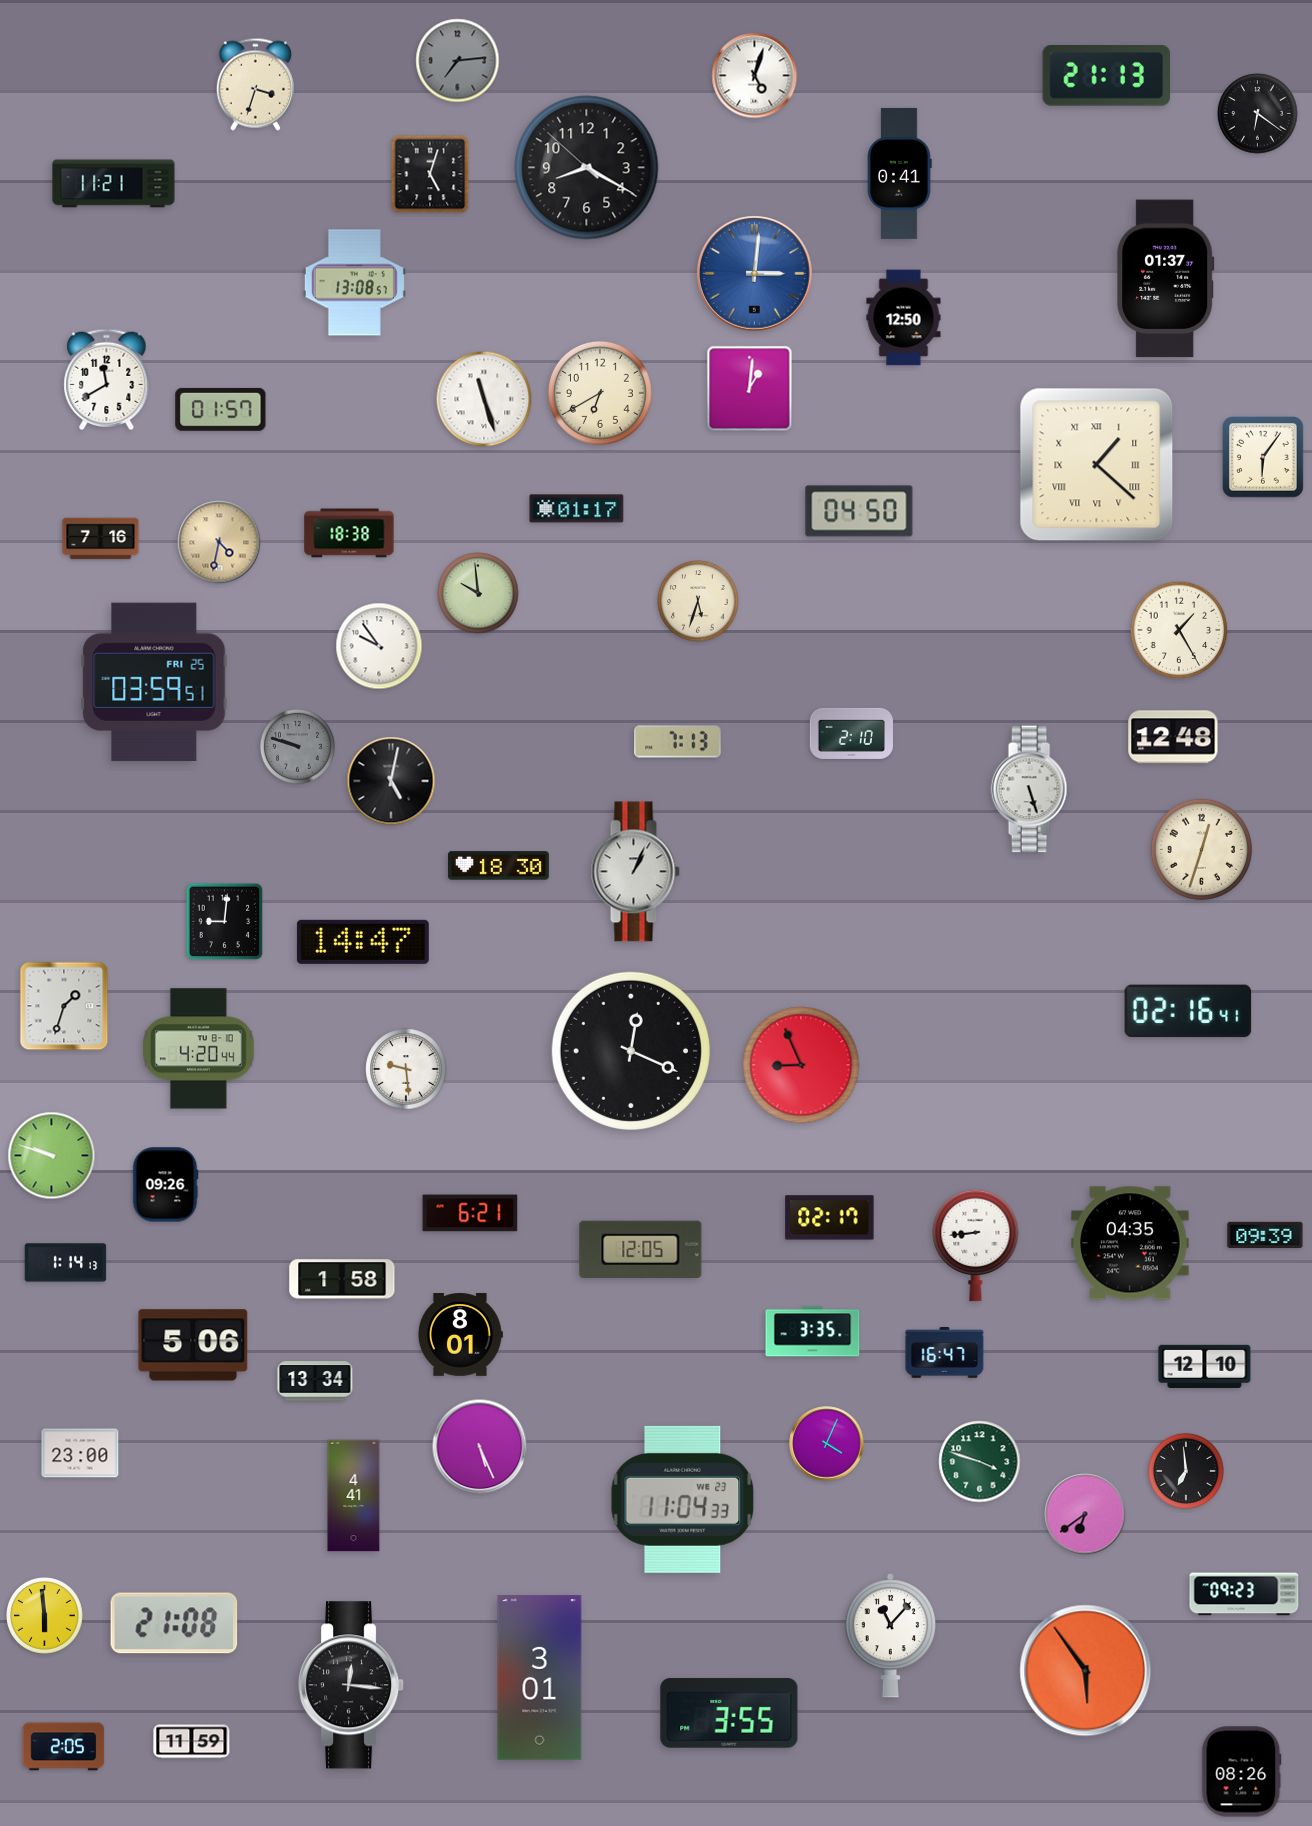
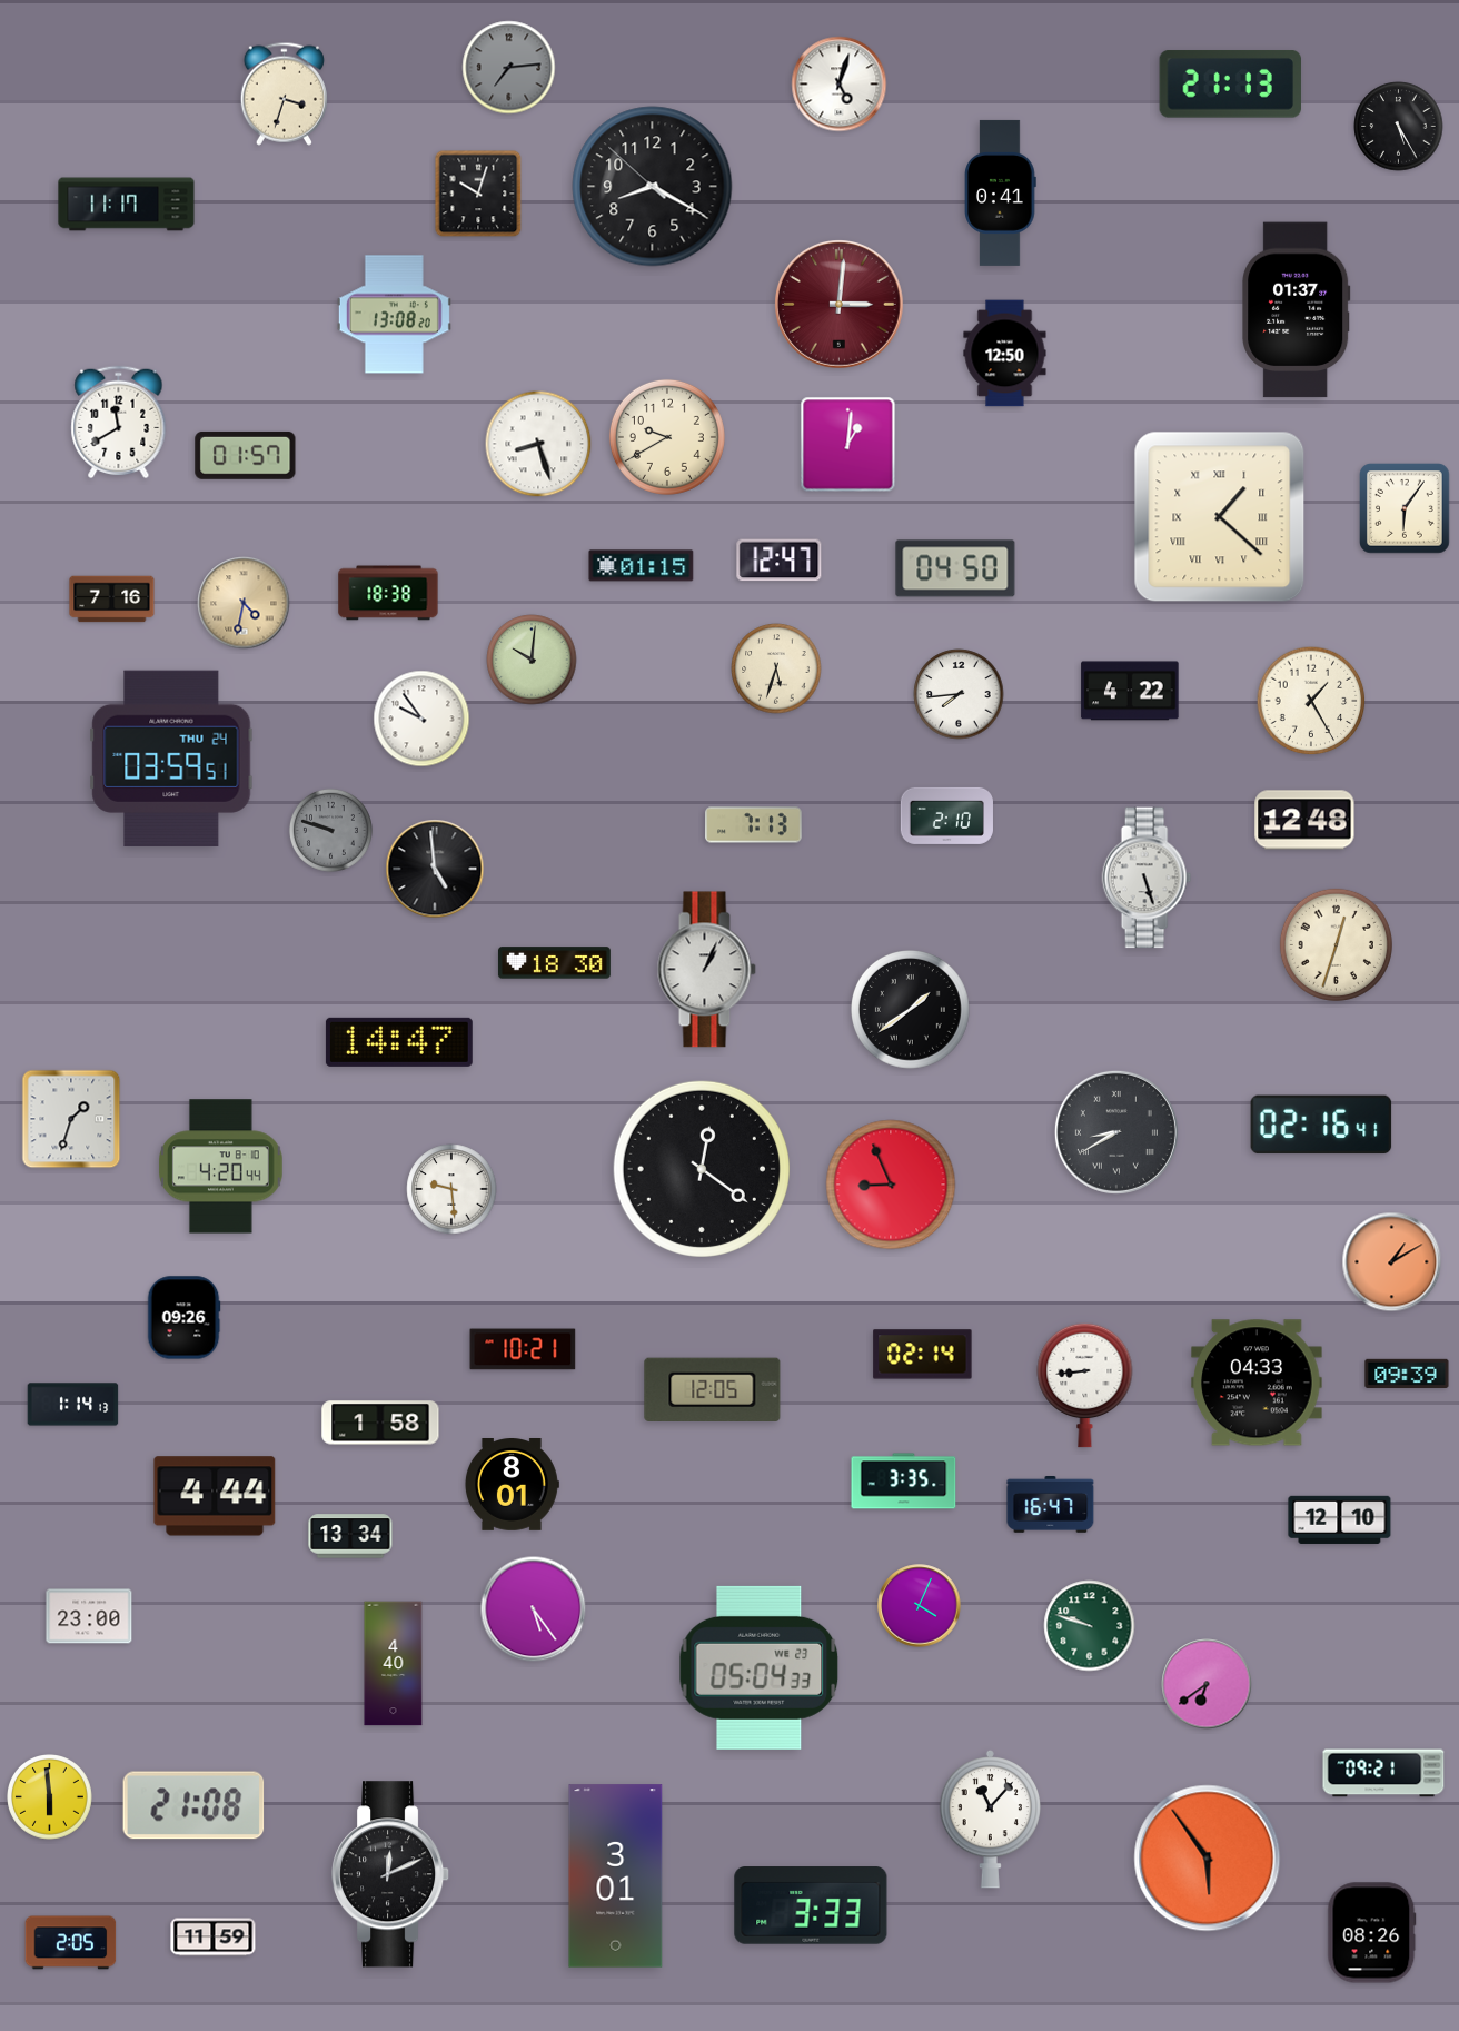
clock at (1258, 114): 6:21 -> 5:25
clock at (430, 174): 5:03 -> 10:03
clock at (114, 184): 11:21 -> 11:17
clock at (755, 274) dial: blue -> burgundy
clock at (354, 283): 13:08:57 -> 13:08:20
clock at (750, 389) position: (750, 389) -> (848, 445)
clock at (600, 393): 6:40 -> 9:40
clock at (484, 399): 11:27 -> 8:27
clock at (780, 561): none -> 12:47
clock at (577, 509): 01:17 -> 01:15
clock at (478, 593): 9:59 -> 10:01
clock at (1130, 691): none -> 4:22
clock at (959, 694): none -> 7:44
clock at (154, 681) date: FRI 25 -> THU 24
clock at (391, 781): 5:02 -> 4:59
clock at (911, 1010): none -> 1:39
clock at (225, 922): 9:01 -> none
clock at (363, 942) position: (363, 942) -> (399, 1042)
clock at (1116, 1132): none -> 8:40
clock at (631, 1051): 12:19 -> 12:21
clock at (1392, 1262): none -> 1:10
clock at (52, 1156): 9:48 -> none
clock at (470, 1213): 6:21 -> 10:21
clock at (830, 1218): 02:17 -> 02:14
clock at (1130, 1243): 04:35 -> 04:33
clock at (193, 1345): 5:06 -> 4:44
clock at (480, 1447): 5:26 -> 5:24
clock at (980, 1462): 3:48 -> 9:48
clock at (1186, 1471): 6:59 -> none
clock at (354, 1496): 4:41 -> 4:40
clock at (683, 1499): 11:04 -> 05:04
clock at (1244, 1594): 09:23 -> 09:21
clock at (540, 1678) position: (540, 1678) -> (616, 1876)
clock at (351, 1685): 12:16 -> 12:11
clock at (729, 1713): 3:55 -> 3:33
clock at (1242, 1772) position: (1242, 1772) -> (1372, 1933)
